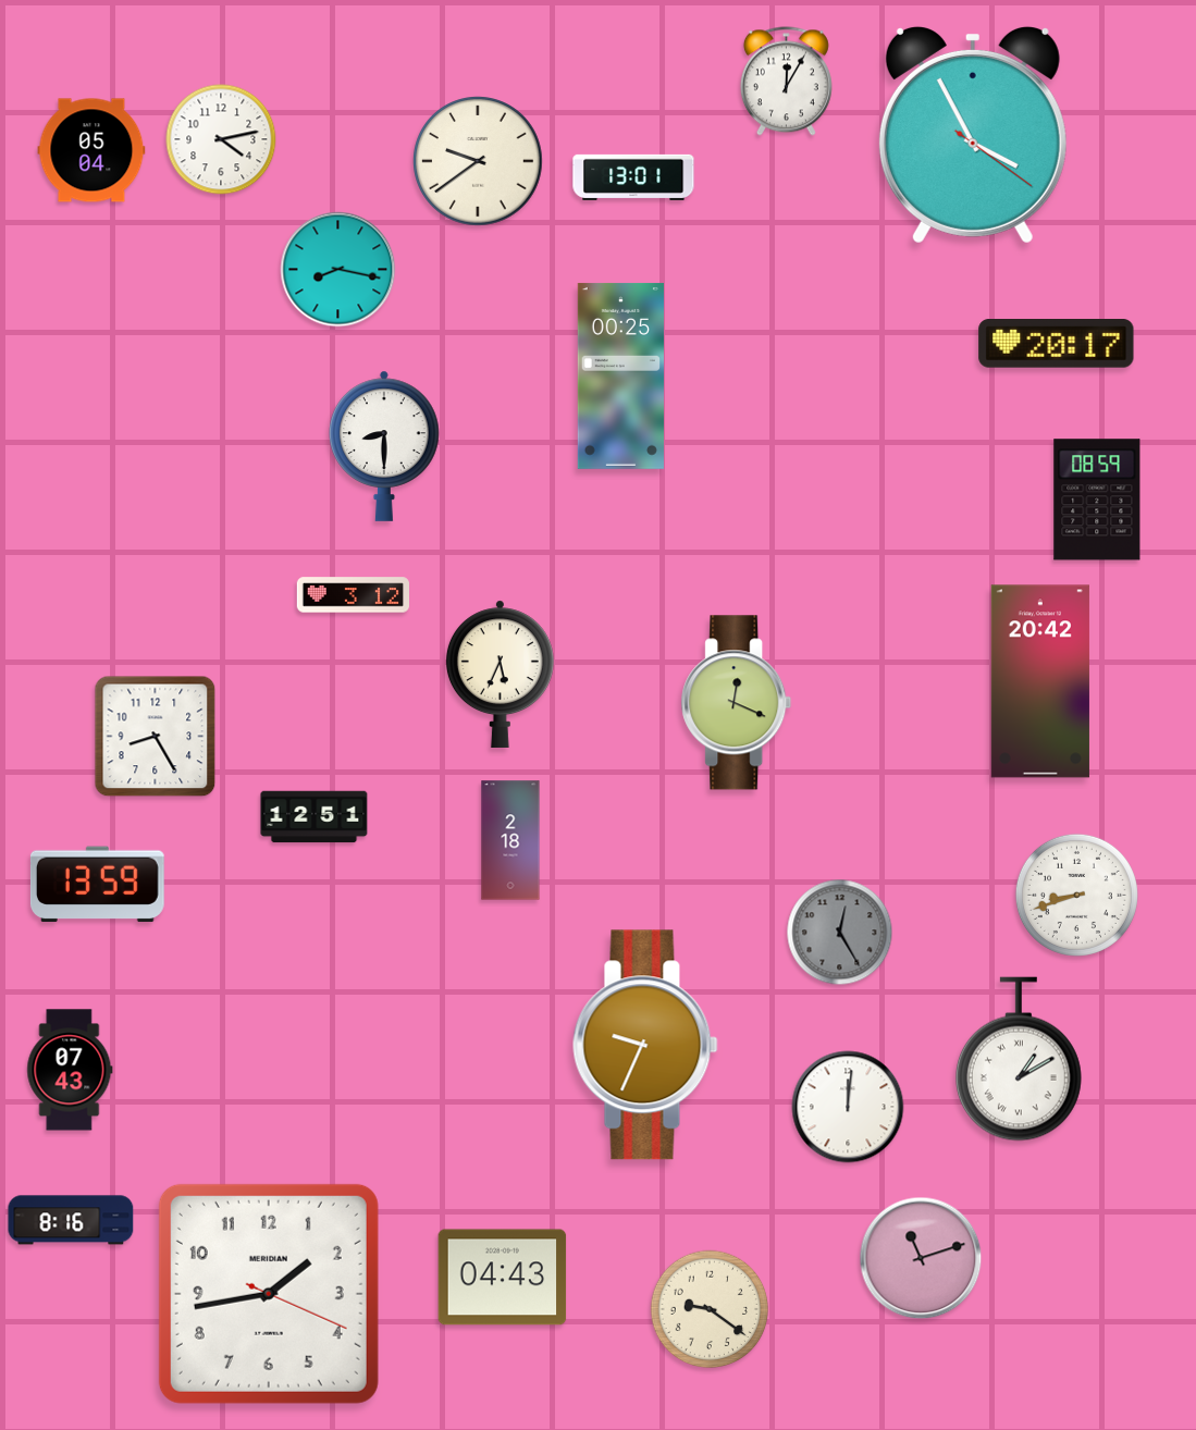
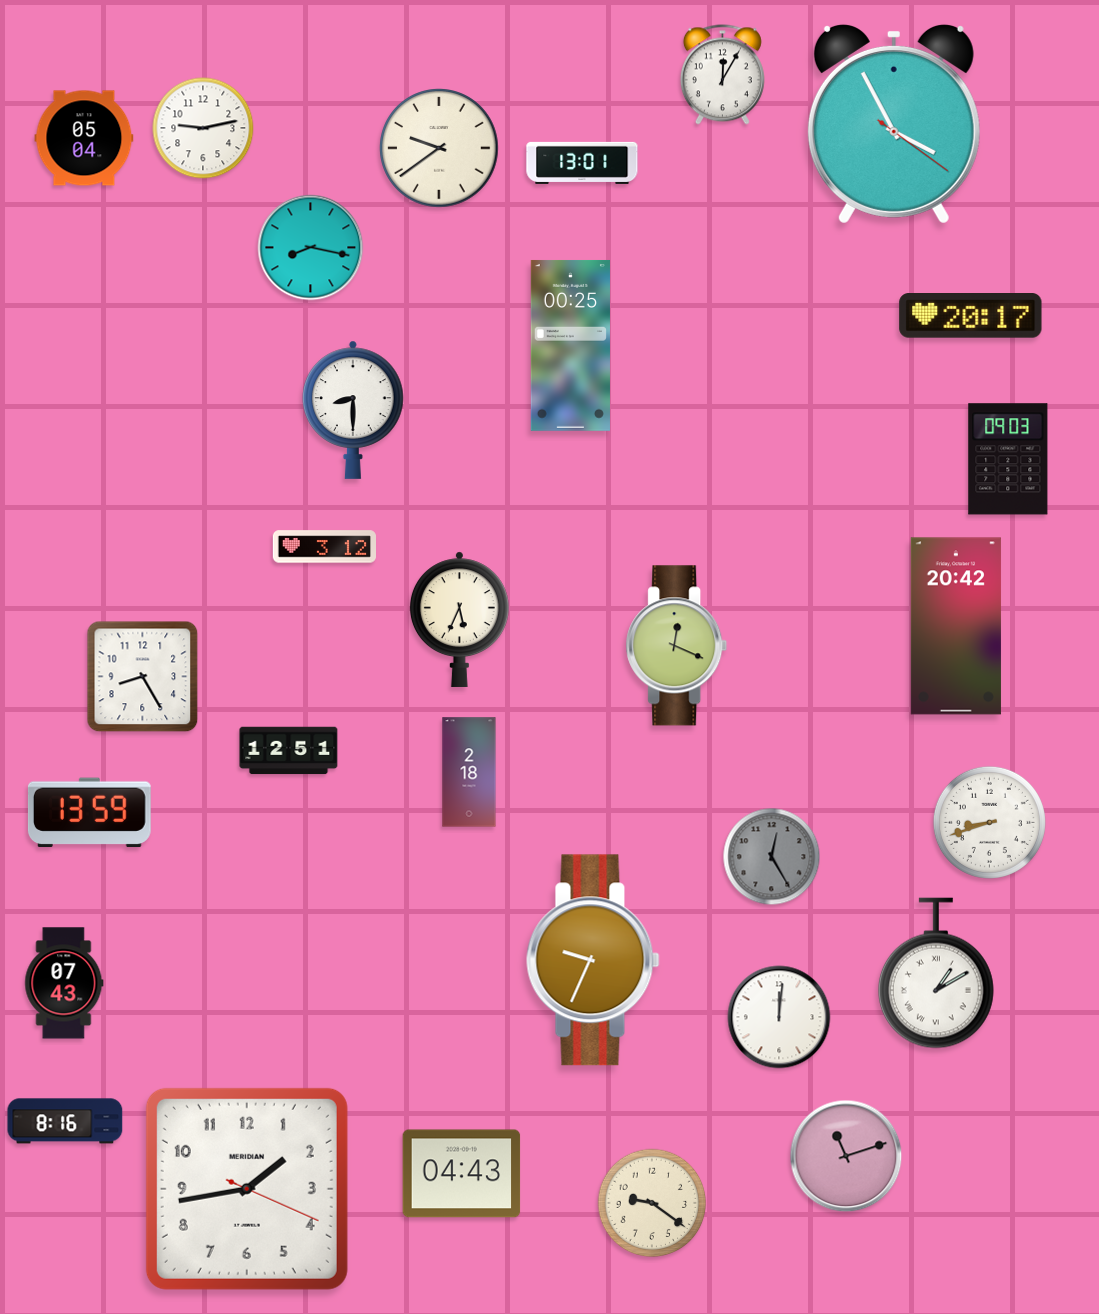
clock at (221, 139): 4:13 -> 9:13
clock at (1097, 500): 08:59 -> 09:03
